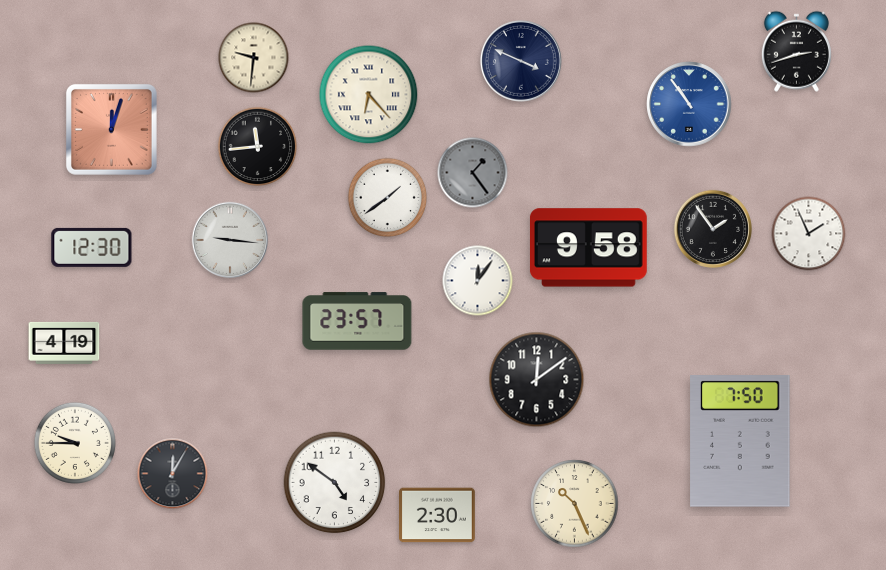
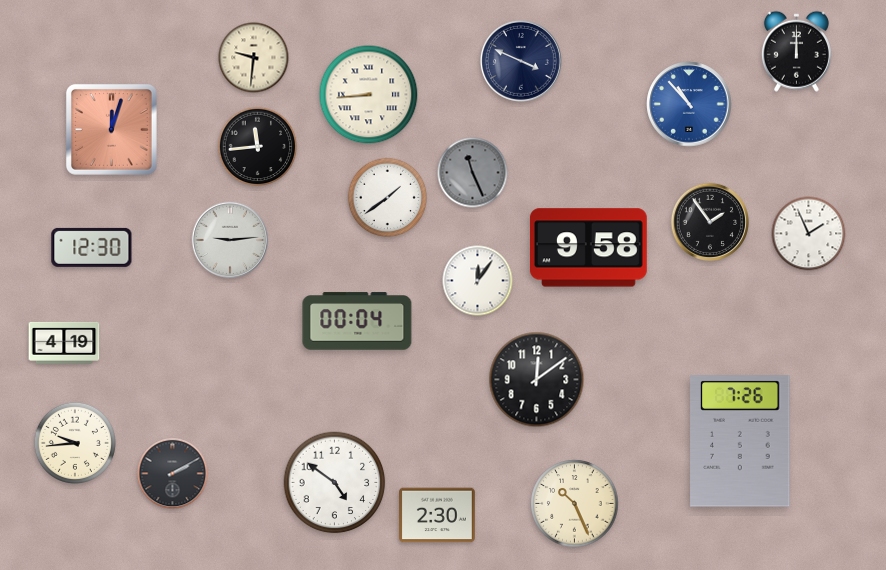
clock at (796, 51): 2:42 -> 12:00
clock at (369, 95): 6:23 -> 8:44
clock at (689, 104): 10:54 -> 10:53
clock at (473, 173): 1:24 -> 11:26
clock at (713, 229) position: (713, 229) -> (710, 222)
clock at (230, 240): 9:16 -> 9:14
clock at (357, 321): 23:57 -> 00:04
clock at (740, 441): 7:50 -> 7:26
clock at (75, 443): 9:45 -> 9:44
clock at (173, 474): 12:05 -> 2:10
